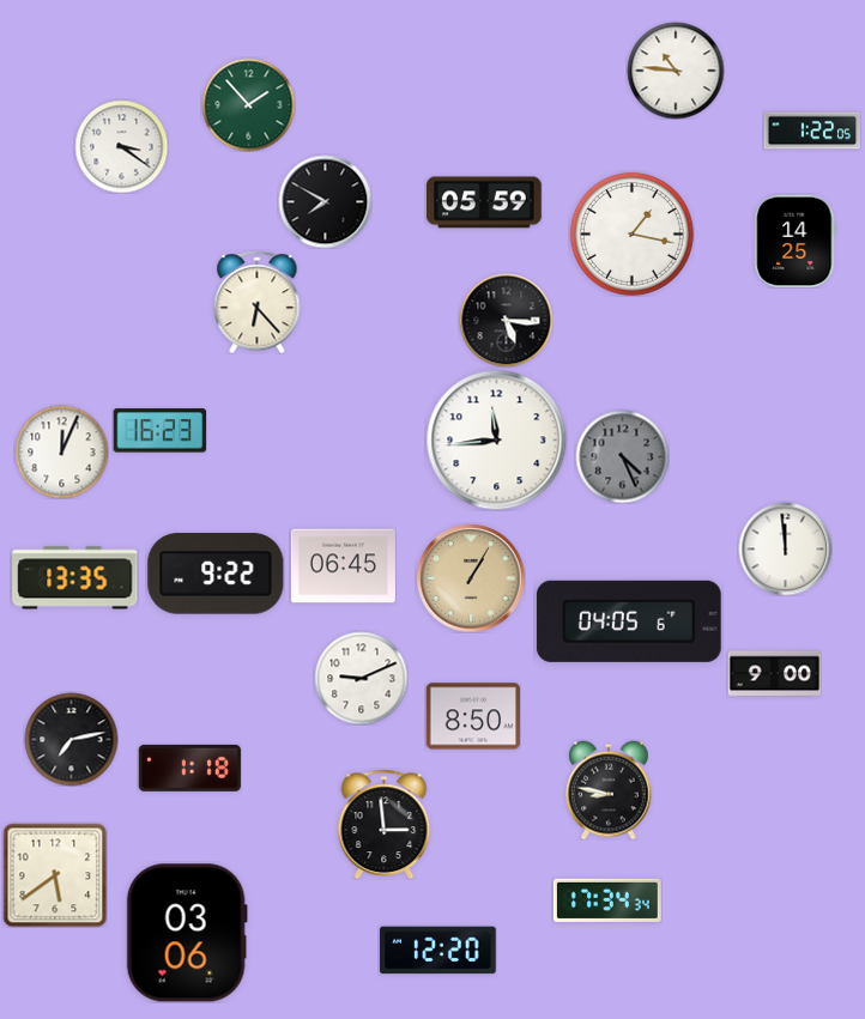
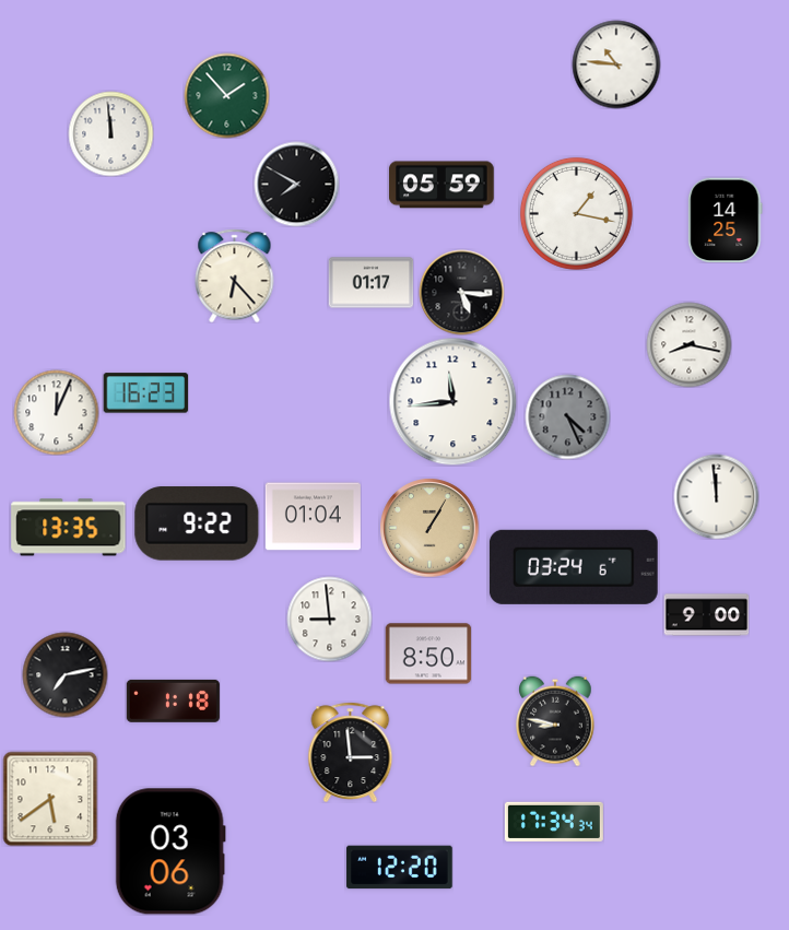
clock at (812, 131): 1:22 -> none
clock at (121, 146): 3:21 -> 11:59
clock at (370, 283): none -> 01:17
clock at (688, 344): none -> 8:17
clock at (785, 548) position: (785, 548) -> (716, 496)
clock at (343, 566): 06:45 -> 01:04
clock at (629, 621): 04:05 -> 03:24
clock at (361, 678): 9:11 -> 8:59
clock at (473, 716) position: (473, 716) -> (428, 654)
